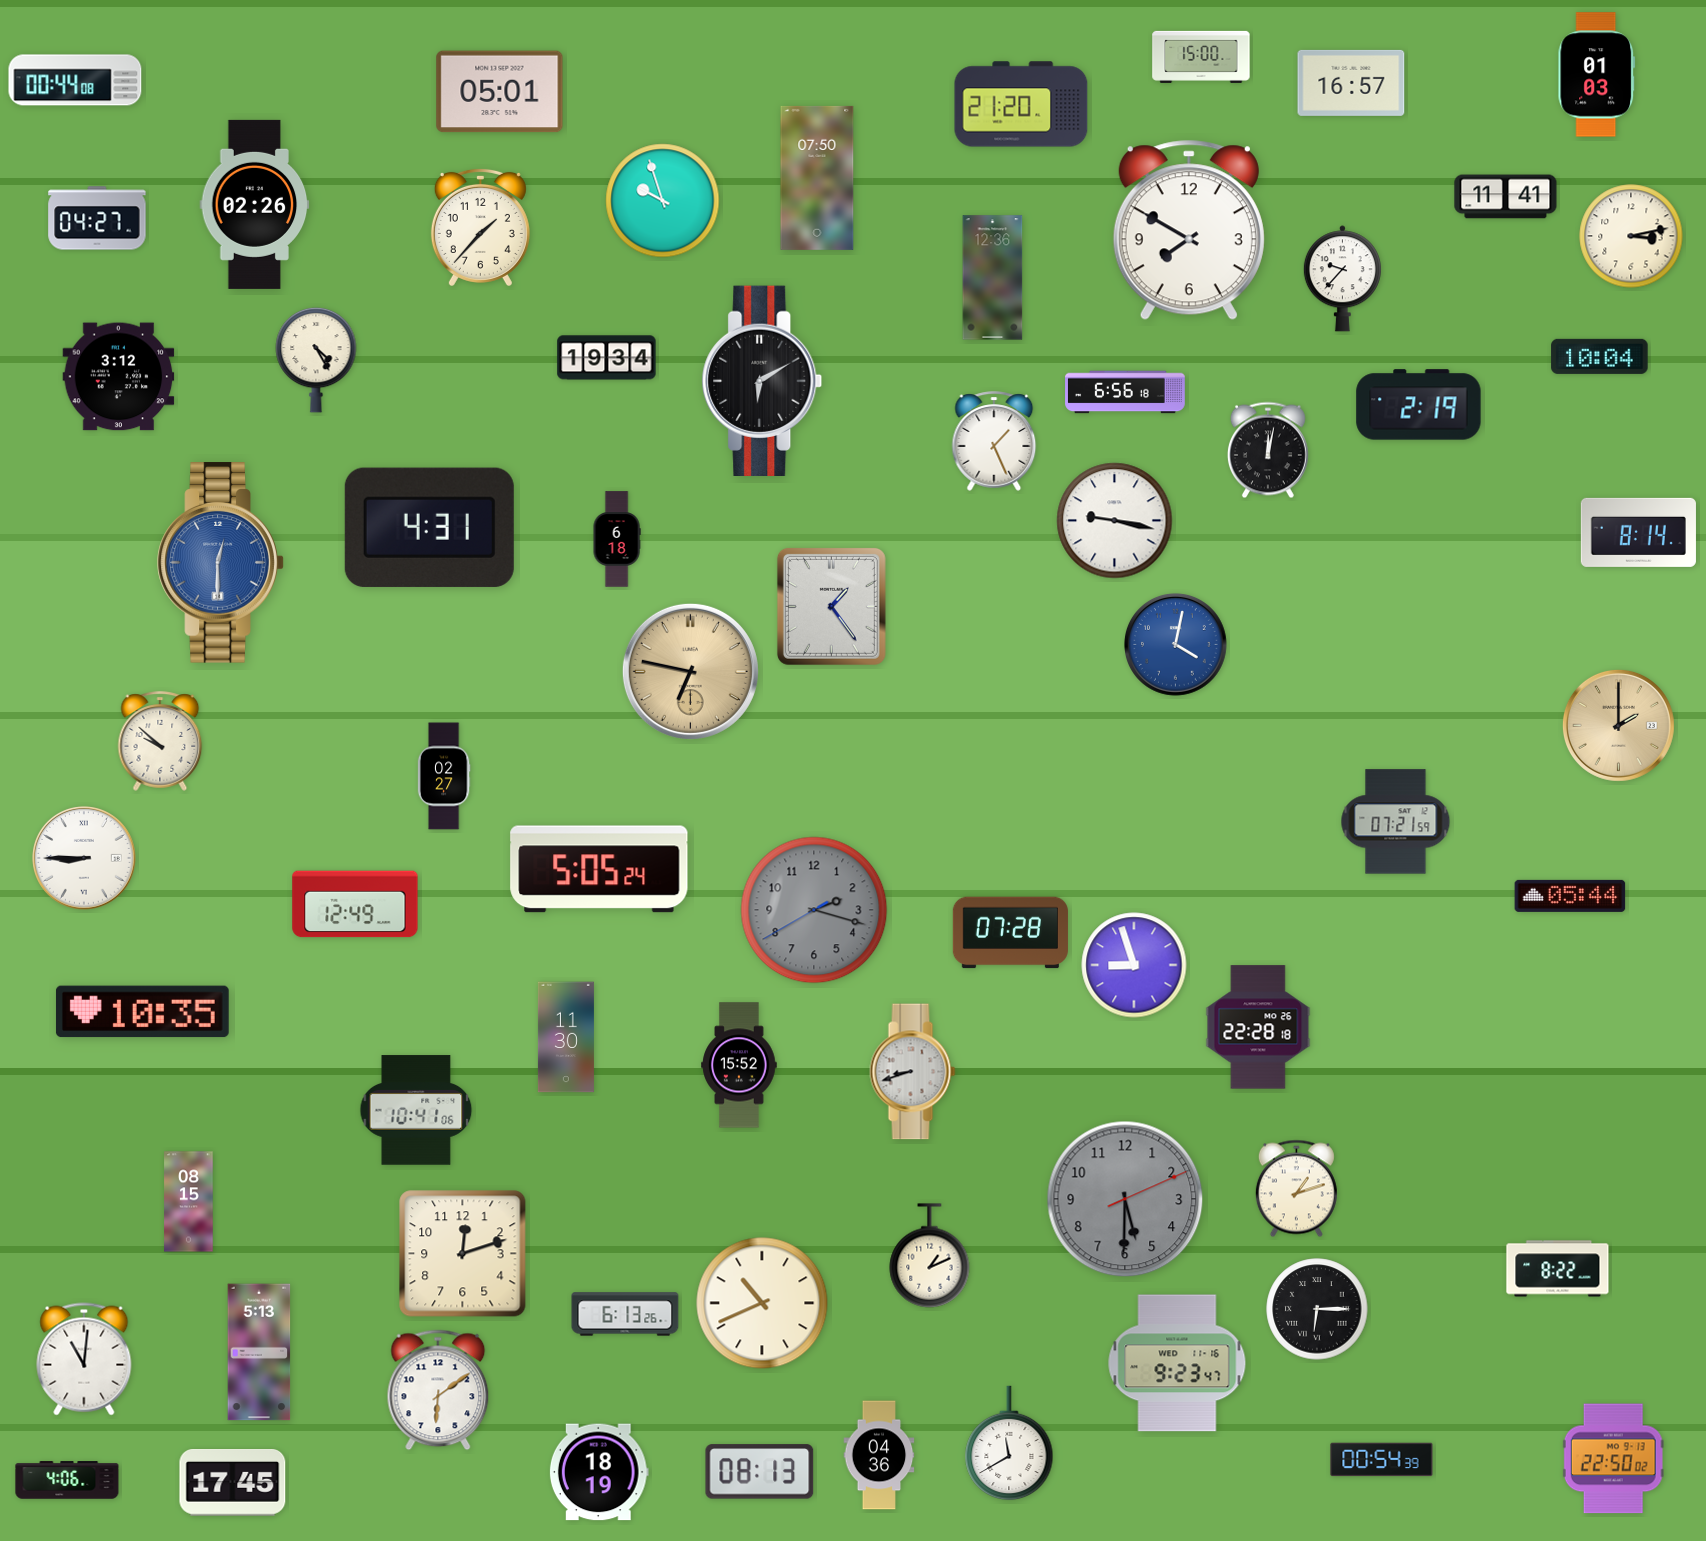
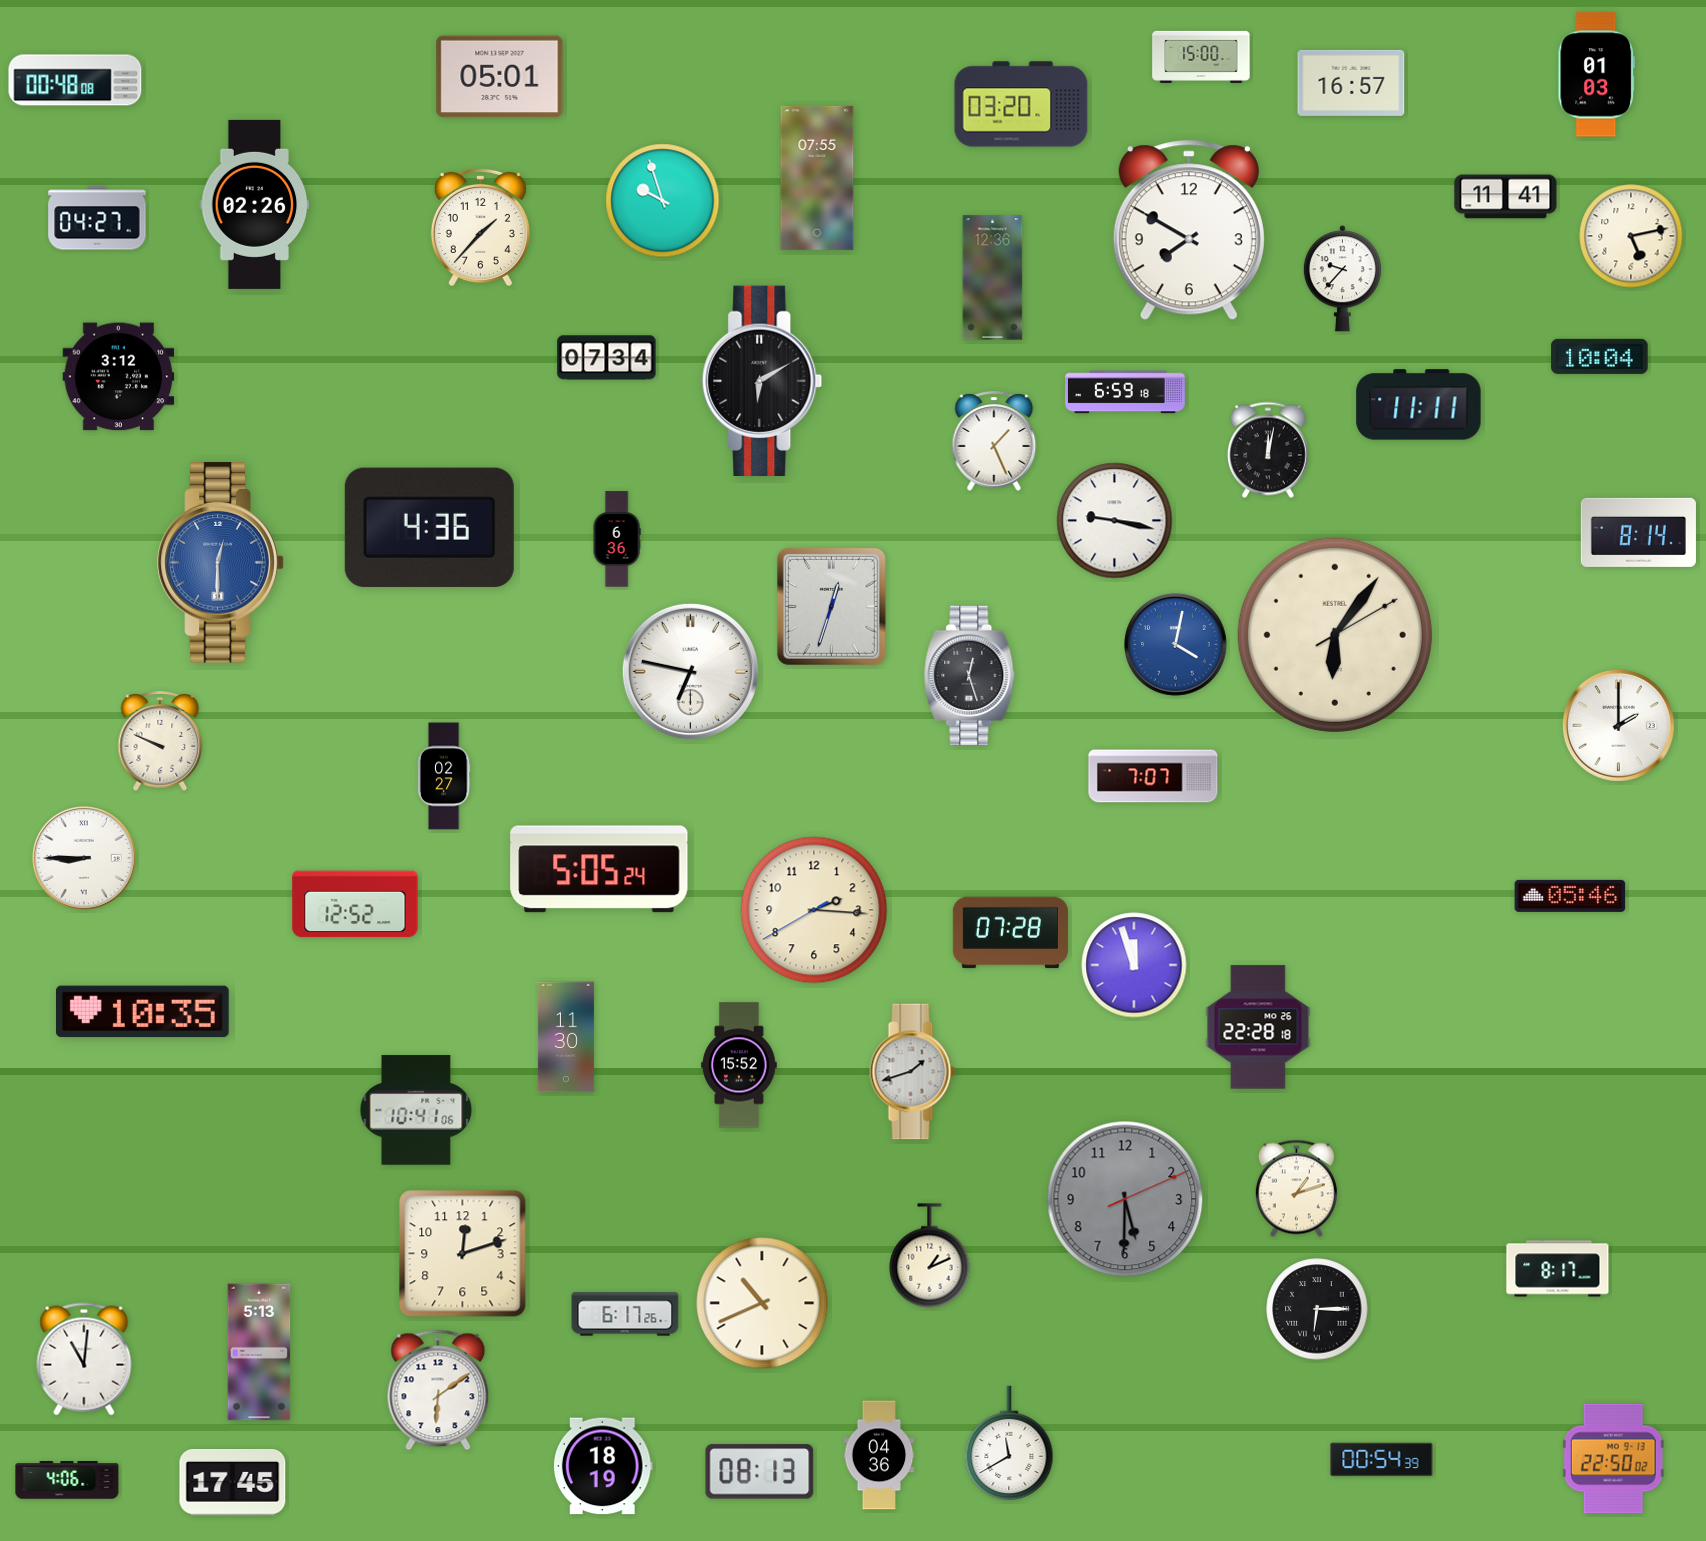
clock at (75, 80): 00:44 -> 00:48
clock at (500, 92) position: (500, 92) -> (500, 77)
clock at (1021, 104): 21:20 -> 03:20
clock at (817, 178): 07:50 -> 07:55
clock at (1631, 236): 3:13 -> 5:13
clock at (607, 358): 19:34 -> 07:34
clock at (316, 360): 4:25 -> none
clock at (1125, 392): 6:56 -> 6:59
clock at (1419, 405): 2:19 -> 11:11
clock at (429, 527): 4:31 -> 4:36
clock at (617, 539): 6:18 -> 6:36
clock at (831, 606): 1:24 -> 12:33
clock at (1335, 635): none -> 6:06
clock at (690, 671) dial: champagne -> white
clock at (970, 675): none -> 12:27
clock at (1618, 725) dial: champagne -> white
clock at (160, 741): 9:52 -> 9:49
clock at (1153, 776): none -> 7:07
clock at (1396, 822): 07:21 -> none
clock at (1570, 896): 05:44 -> 05:46
clock at (355, 904): 12:49 -> 12:52
clock at (814, 910): 2:17 -> 2:15
clock at (814, 910) dial: grey -> cream
clock at (1134, 965): 8:57 -> 11:57
clock at (913, 1072): 8:42 -> 1:42
clock at (189, 1202): 08:15 -> none
clock at (1558, 1269): 8:22 -> 8:17
clock at (625, 1314): 6:13 -> 6:17
clock at (1177, 1363): 9:23 -> none
clock at (599, 1472) position: (599, 1472) -> (603, 1466)
